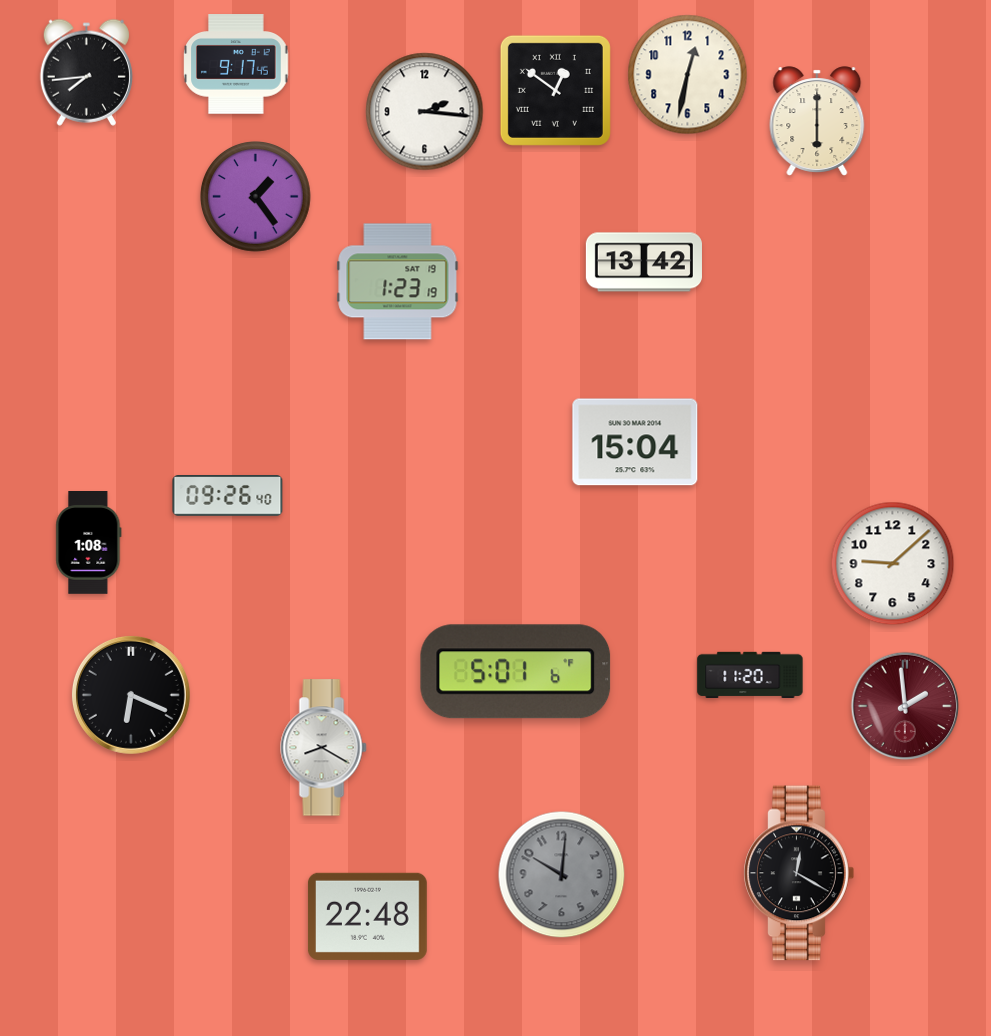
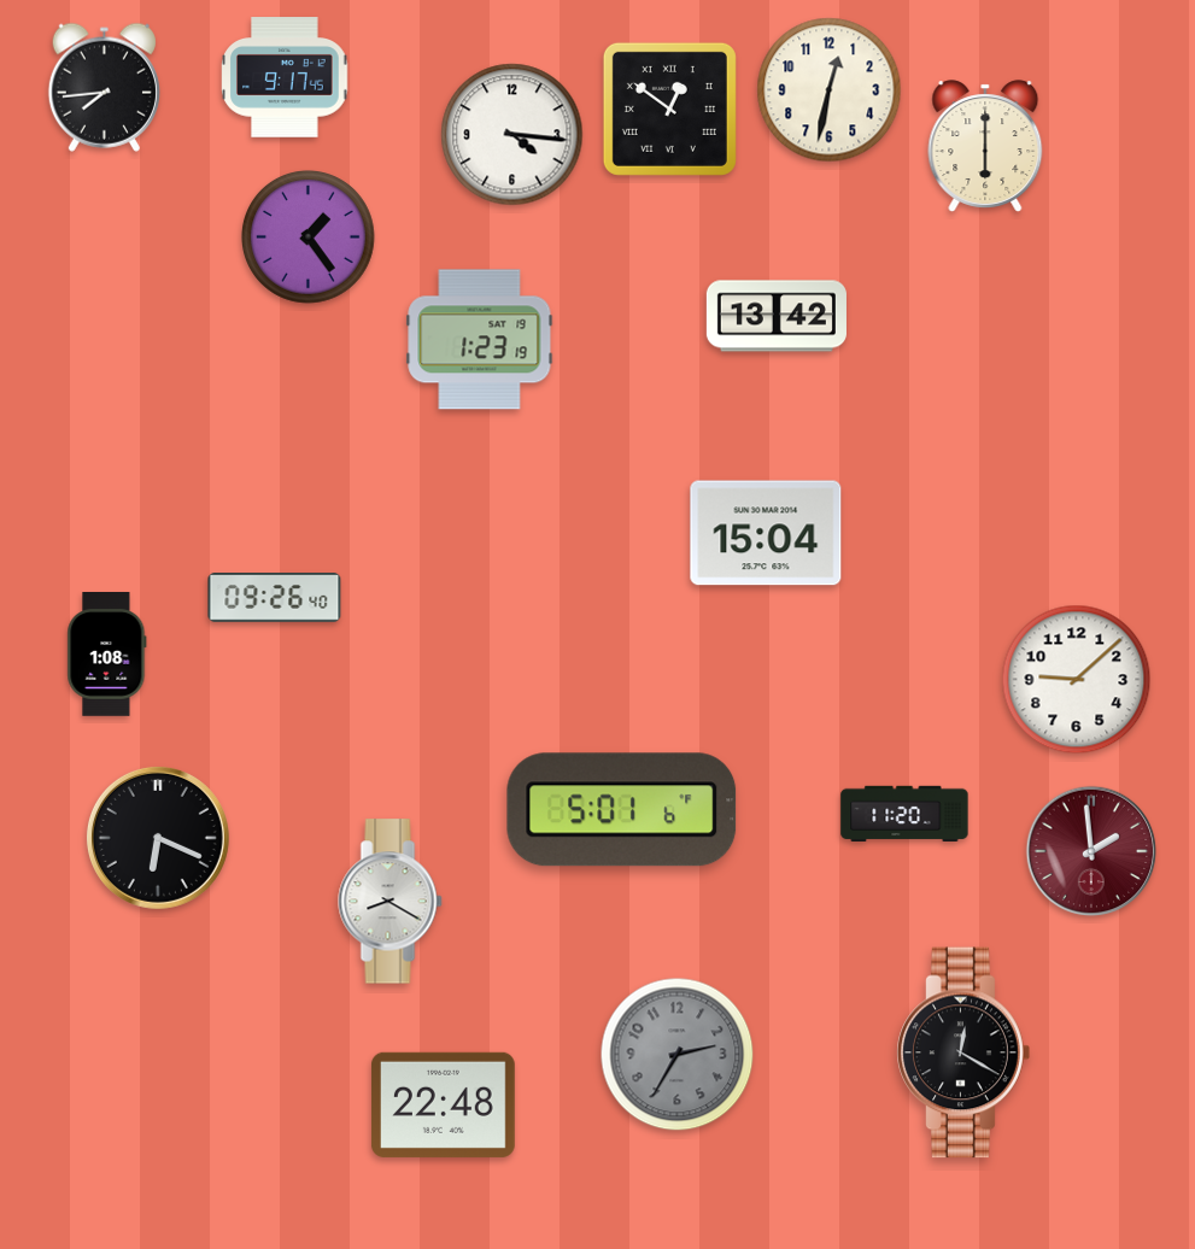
clock at (425, 112): 2:16 -> 4:16
clock at (562, 875): 10:01 -> 2:35
